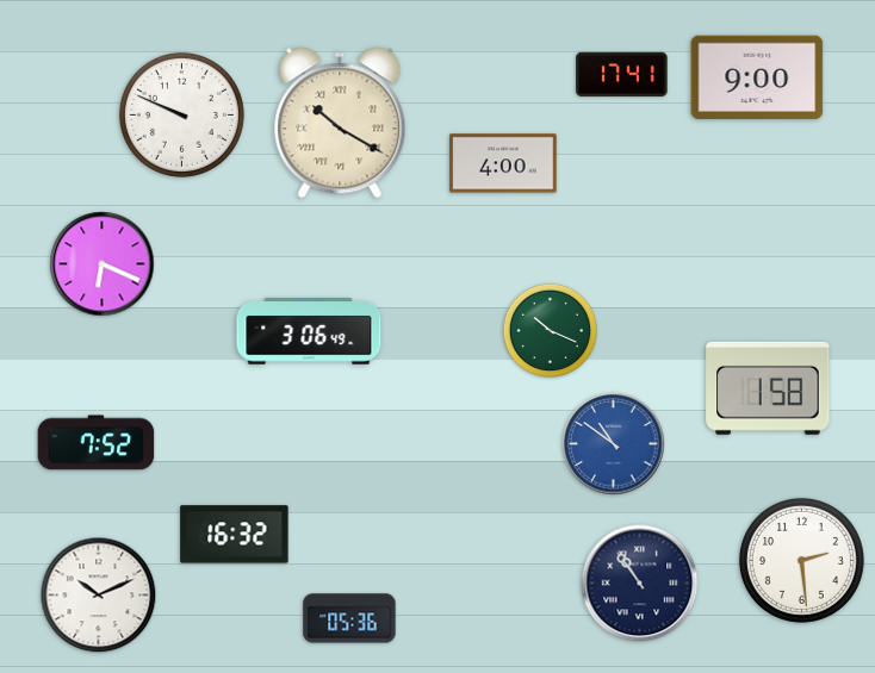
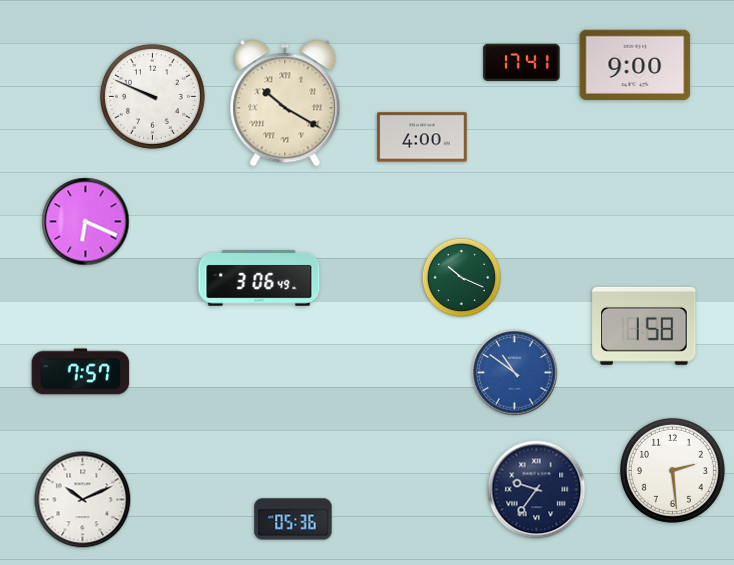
clock at (97, 443): 7:52 -> 7:57
clock at (235, 535): 16:32 -> none
clock at (640, 584): 10:54 -> 9:36
